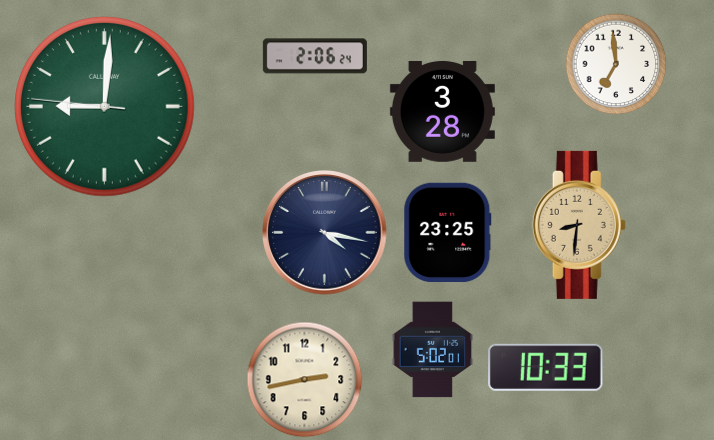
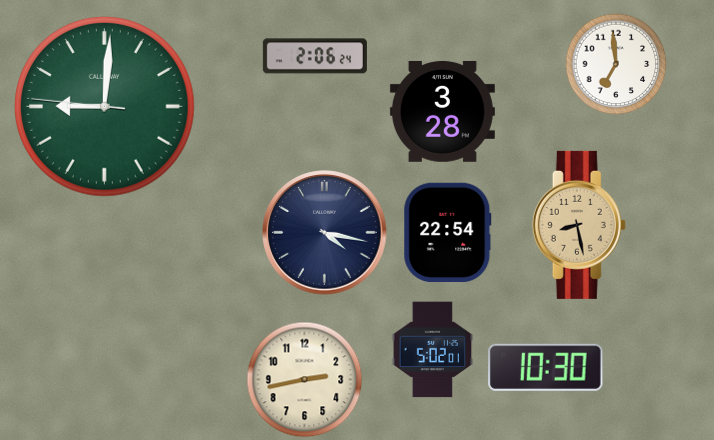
clock at (579, 225): 8:31 -> 8:28
clock at (448, 233): 23:25 -> 22:54
clock at (546, 367): 10:33 -> 10:30
